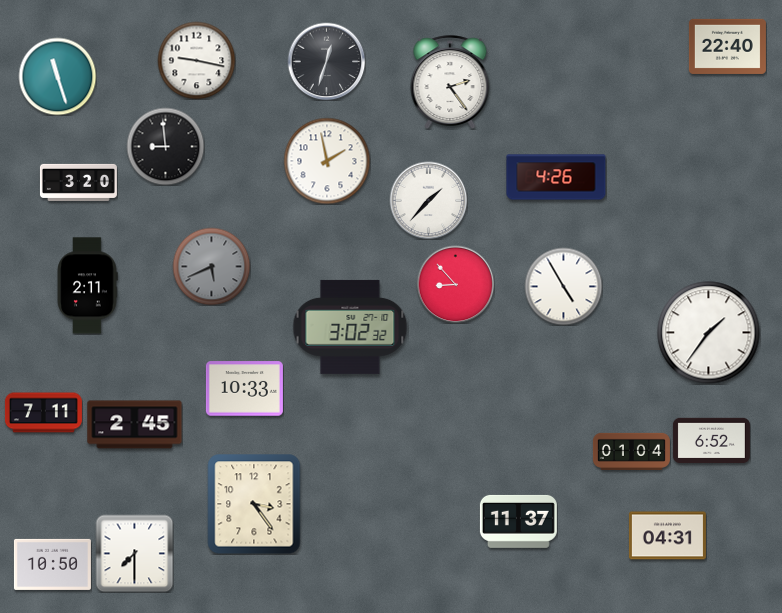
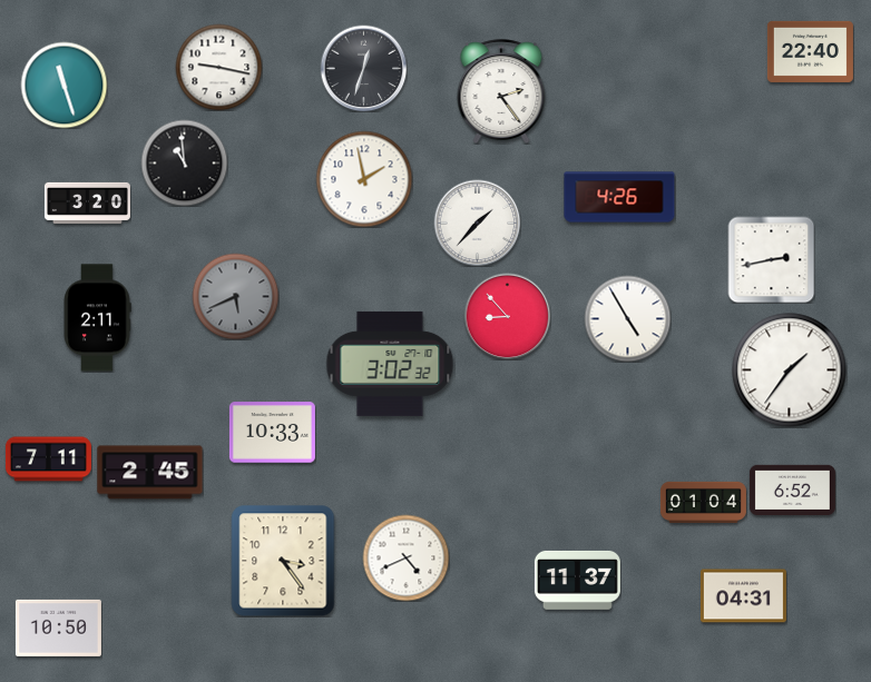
clock at (165, 146): 8:59 -> 10:59
clock at (771, 259): none -> 2:43
clock at (405, 557): none -> 4:41
clock at (134, 553): 7:30 -> none
